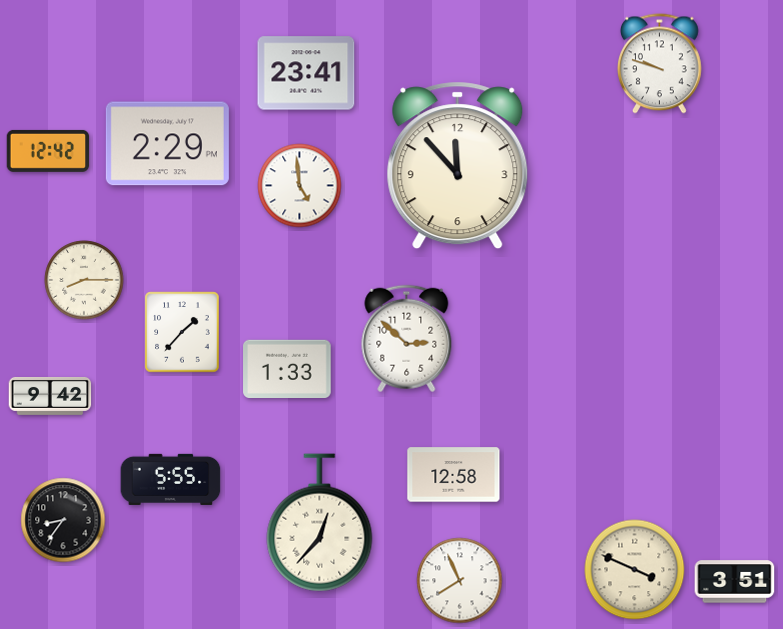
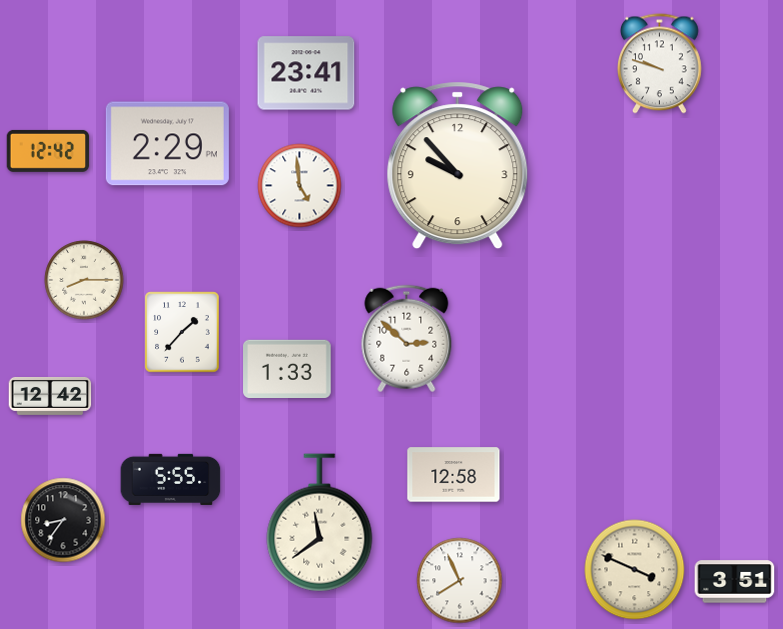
clock at (458, 166): 11:53 -> 9:53
clock at (50, 396): 9:42 -> 12:42
clock at (320, 523): 12:37 -> 11:39
